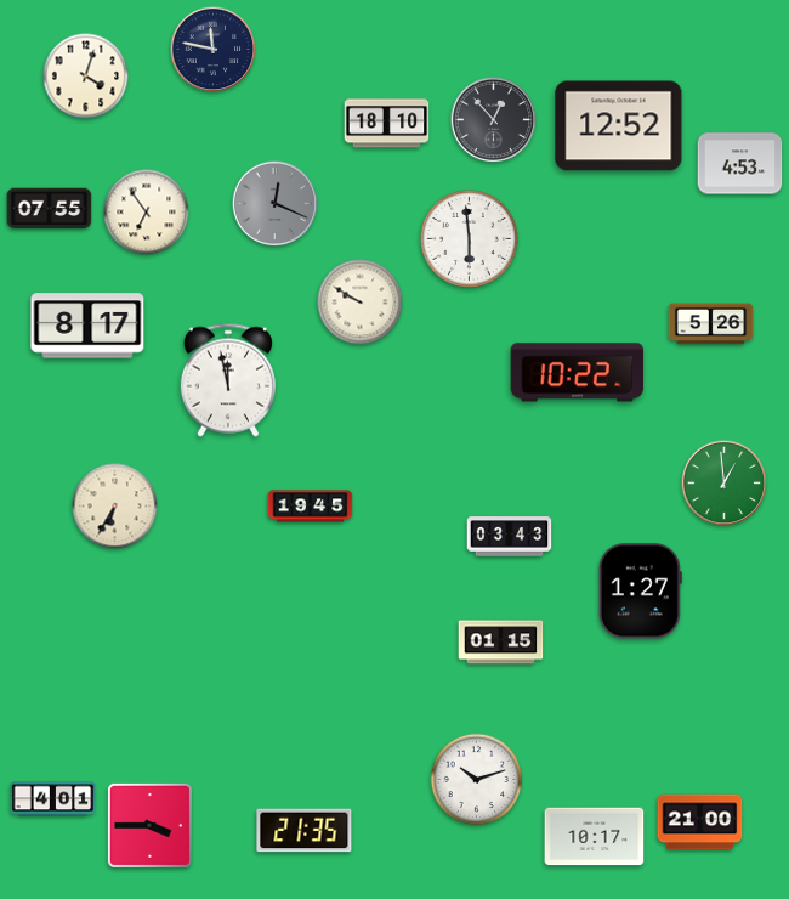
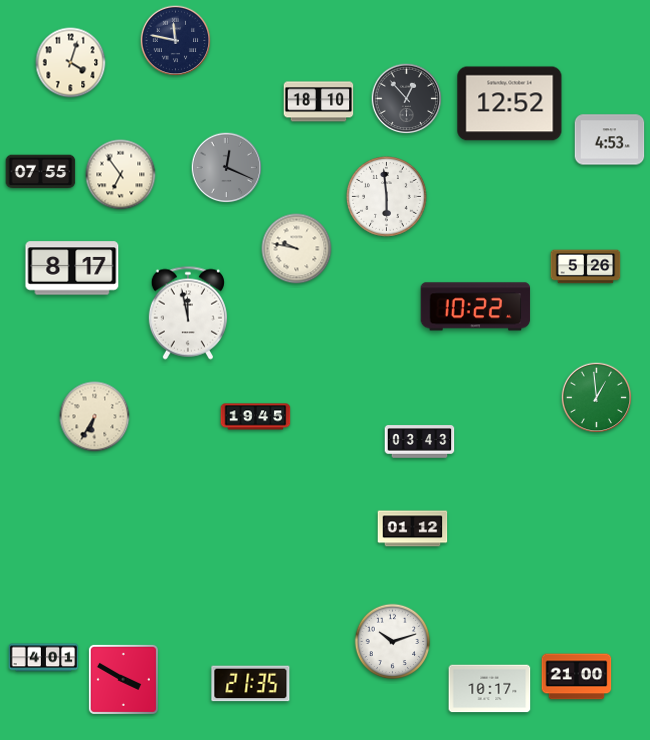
clock at (740, 164) position: (740, 164) -> (610, 140)
clock at (361, 303): 9:50 -> 9:47
clock at (640, 592): 1:27 -> none
clock at (501, 643): 01:15 -> 01:12
clock at (149, 825): 3:45 -> 3:50
